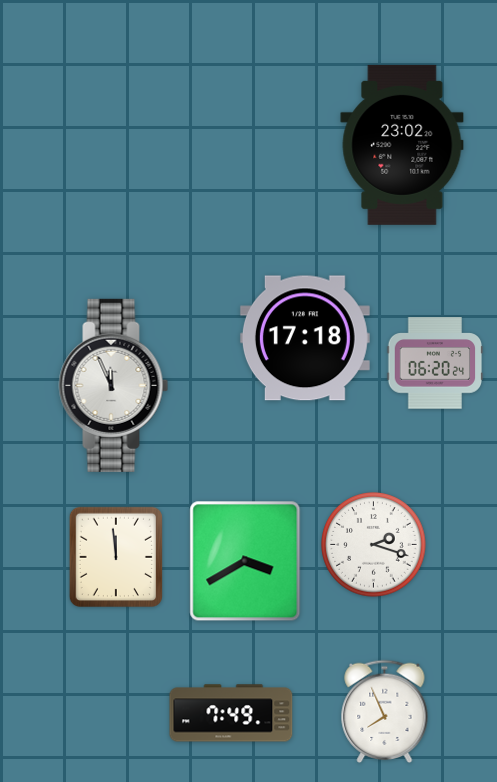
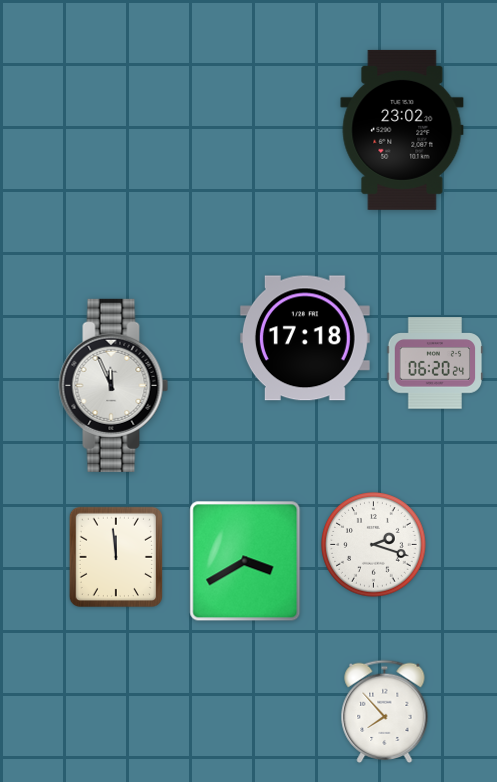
clock at (402, 145) position: (402, 145) -> (402, 130)
clock at (385, 712): 7:56 -> 7:53
clock at (231, 713): 7:49 -> none
